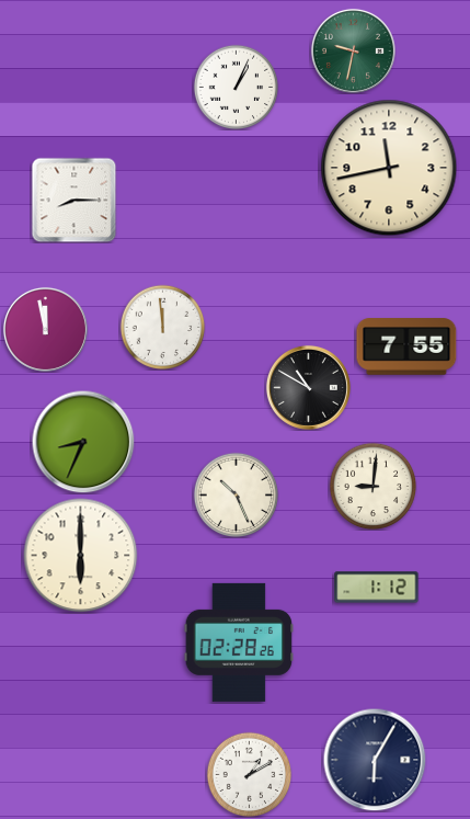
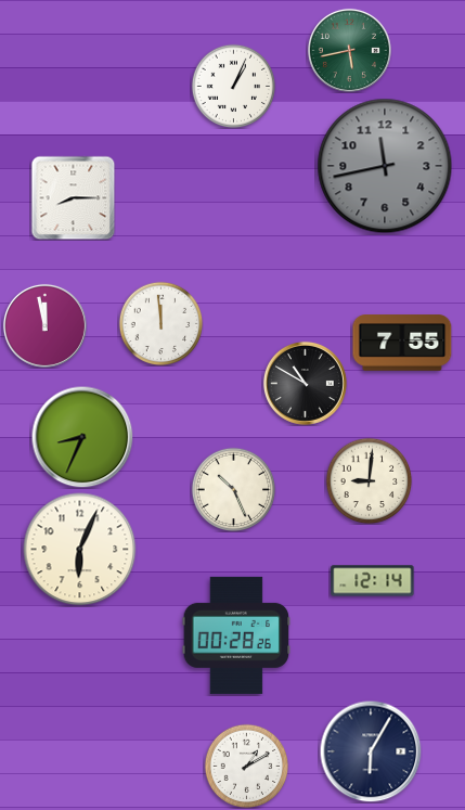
clock at (353, 50): 9:32 -> 5:43
clock at (389, 168) dial: cream -> grey
clock at (81, 556): 6:00 -> 6:04
clock at (377, 588): 1:12 -> 12:14
clock at (239, 642): 02:28 -> 00:28
